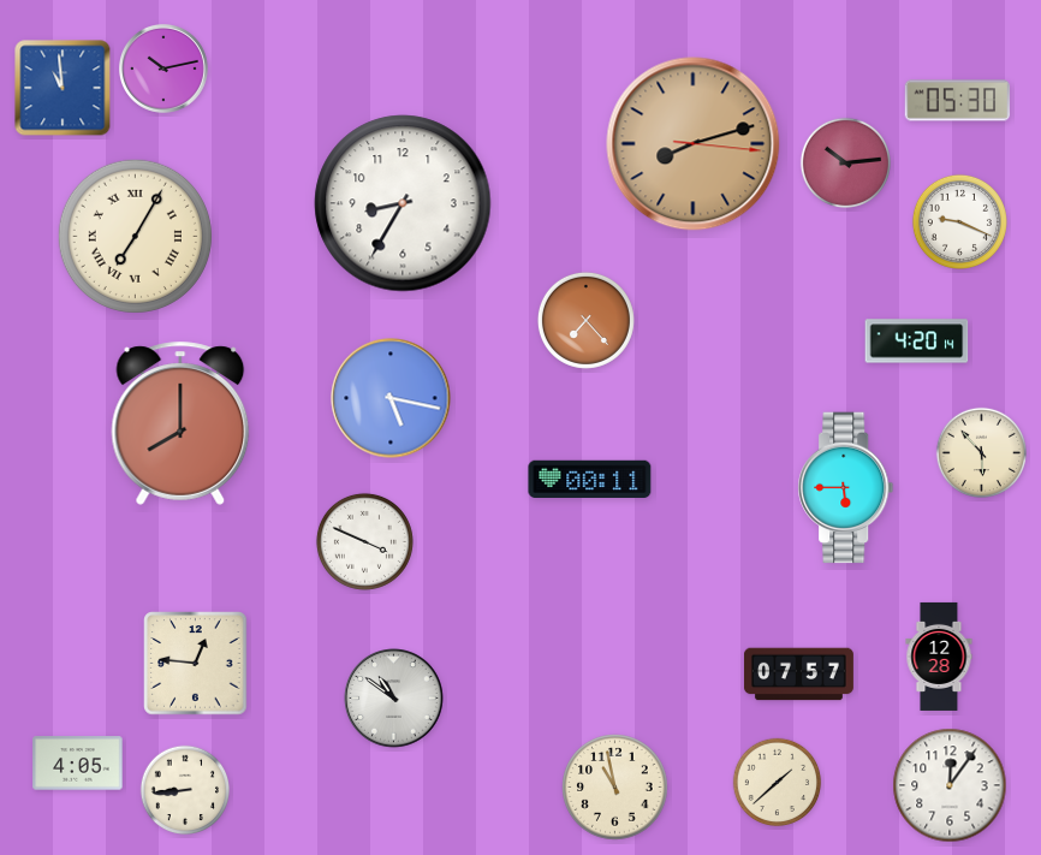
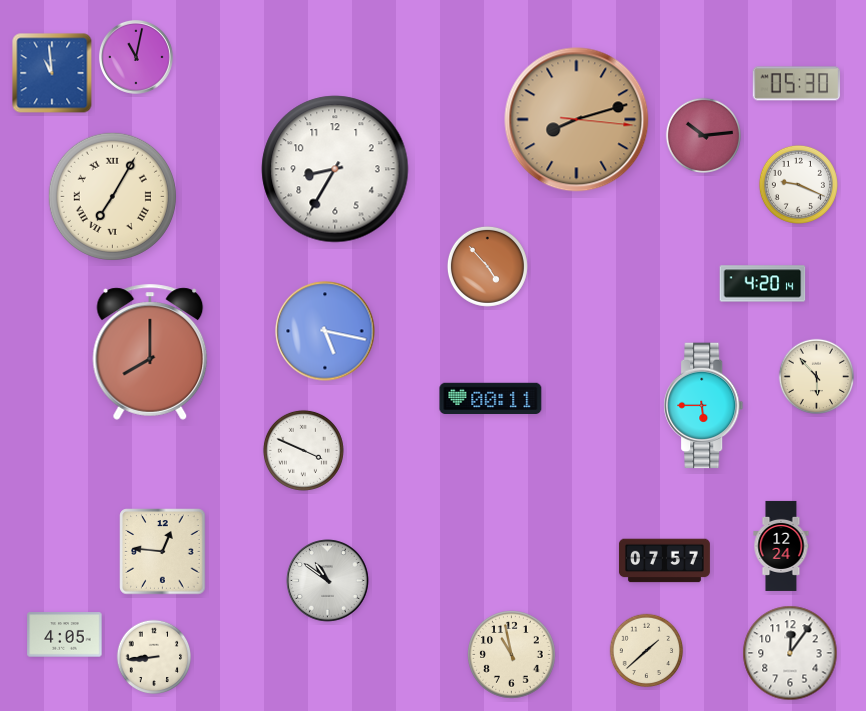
clock at (163, 69): 10:13 -> 11:02
clock at (585, 320): 7:23 -> 4:53
clock at (939, 657): 12:28 -> 12:24
